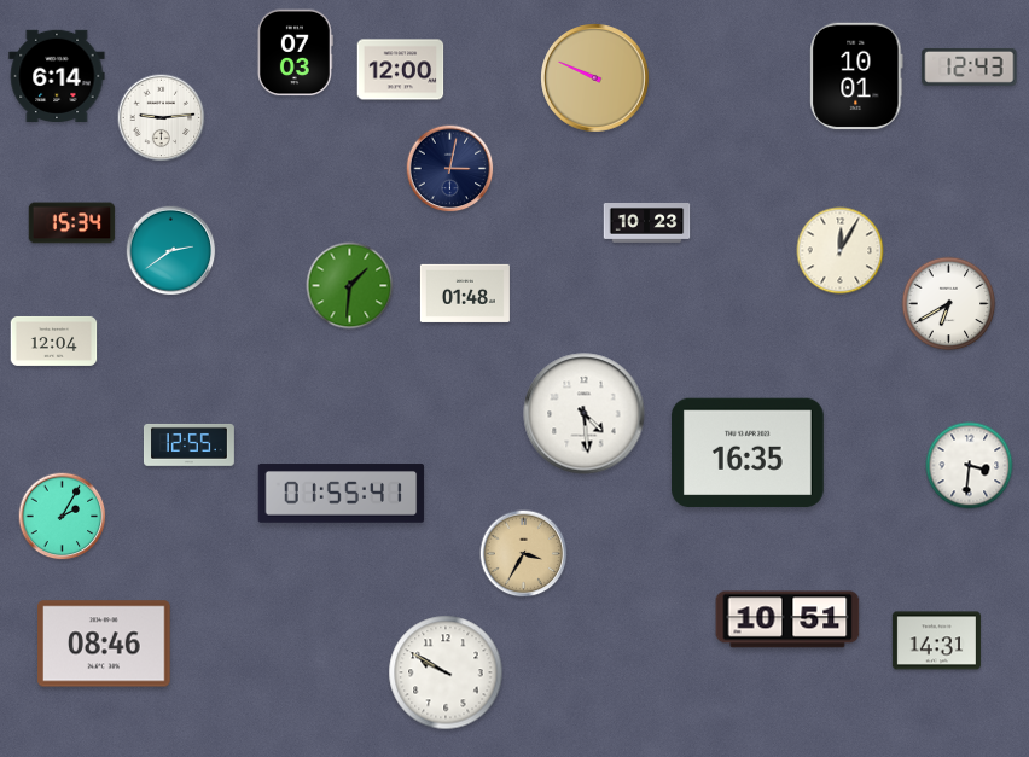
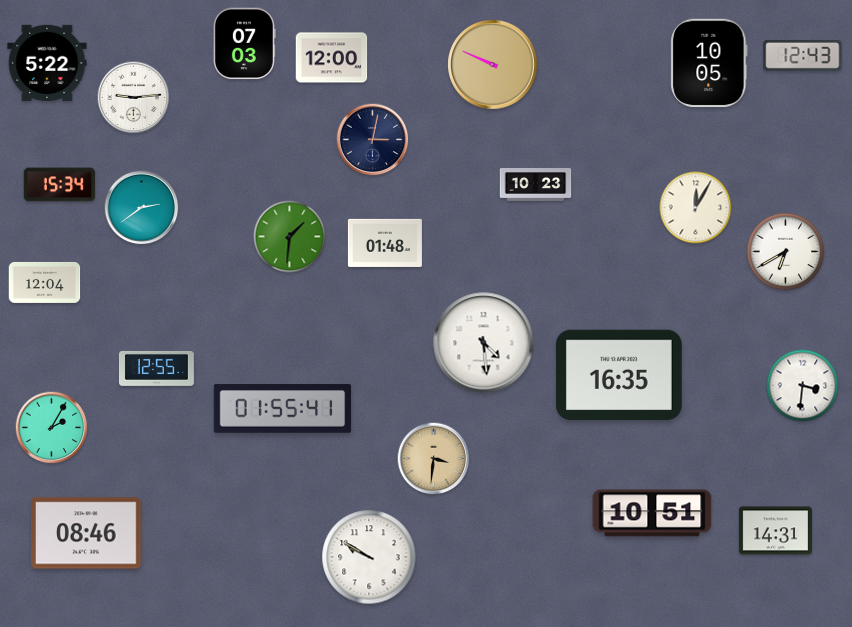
clock at (57, 75): 6:14 -> 5:22
clock at (856, 76): 10:01 -> 10:05
clock at (524, 554): 3:35 -> 3:31
